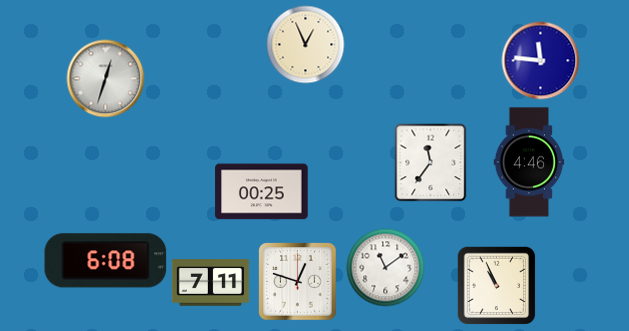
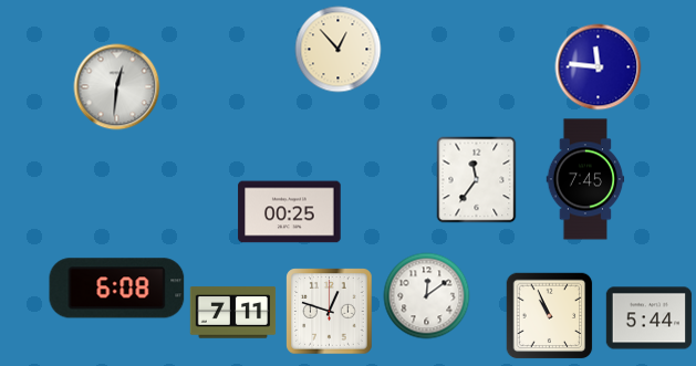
clock at (305, 44): 12:56 -> 12:53
clock at (105, 78): 12:33 -> 12:31
clock at (529, 162): 4:46 -> 7:45
clock at (385, 267): 11:09 -> 12:09
clock at (648, 318): none -> 5:44
